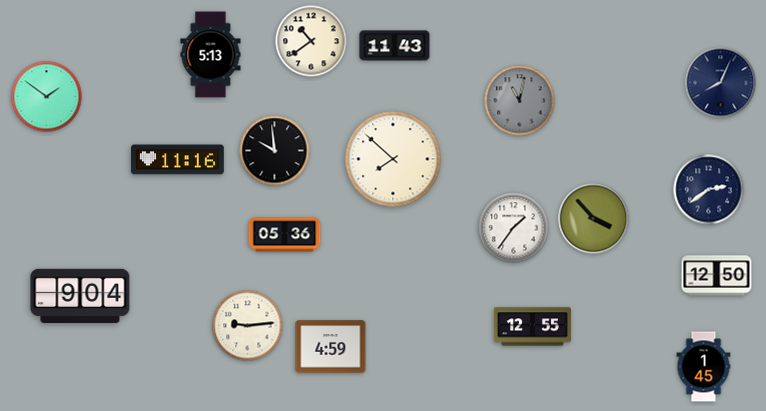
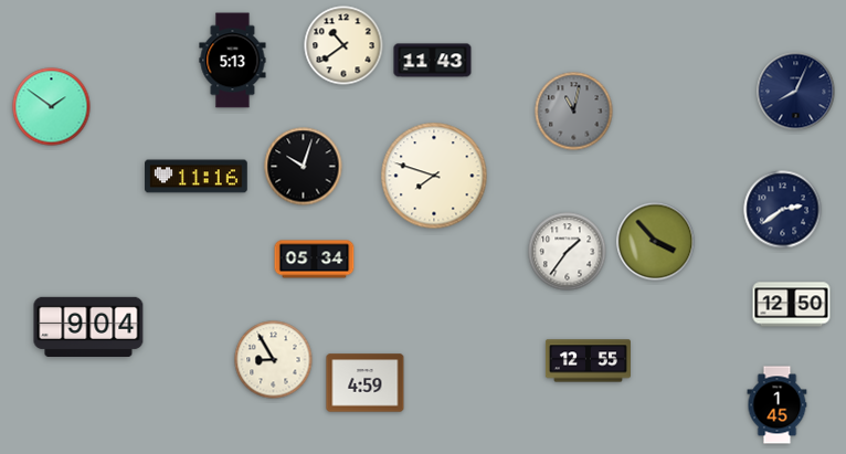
clock at (395, 46) position: (395, 46) -> (433, 61)
clock at (275, 151): 9:59 -> 10:03
clock at (393, 159): 7:52 -> 7:48
clock at (285, 235): 05:36 -> 05:34
clock at (248, 326): 9:14 -> 8:55
